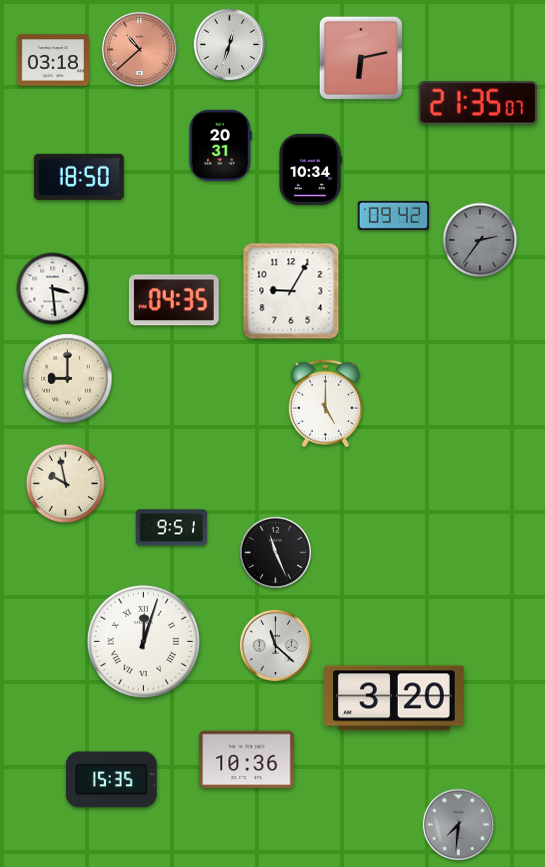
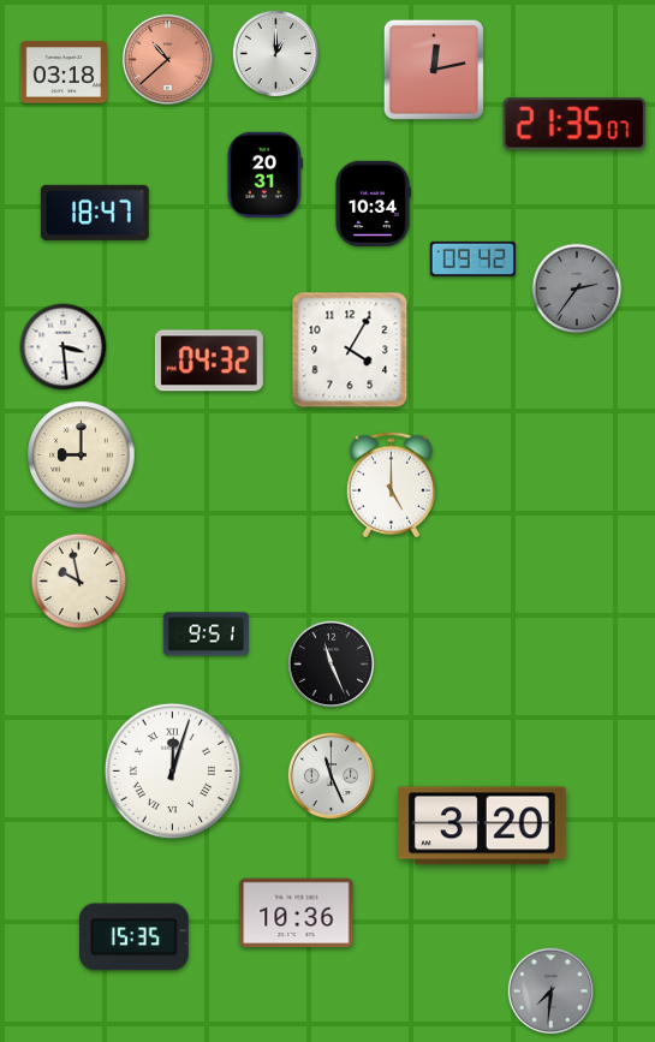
clock at (230, 45): 12:33 -> 1:00
clock at (361, 58): 6:13 -> 12:13
clock at (79, 177): 18:50 -> 18:47
clock at (291, 291): 9:05 -> 4:05
clock at (174, 300): 04:35 -> 04:32
clock at (276, 646): 11:22 -> 11:26
clock at (395, 698) position: (395, 698) -> (483, 826)
